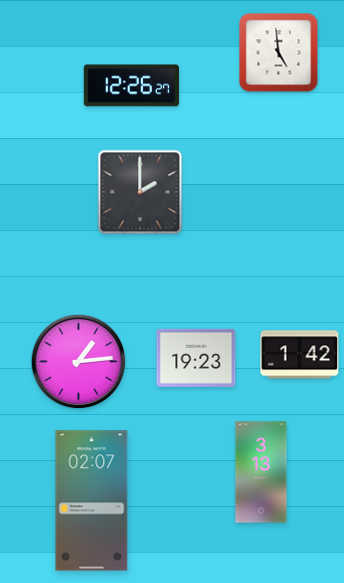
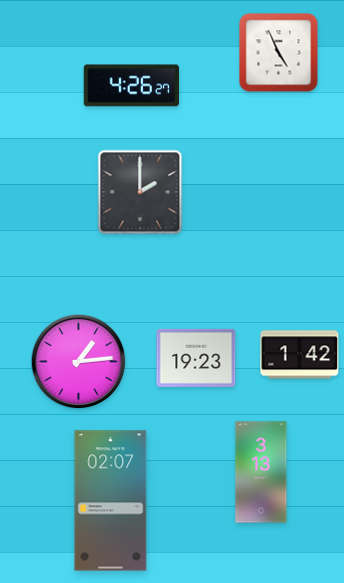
clock at (279, 53): 4:59 -> 4:56
clock at (131, 86): 12:26 -> 4:26
clock at (92, 501) position: (92, 501) -> (111, 501)
